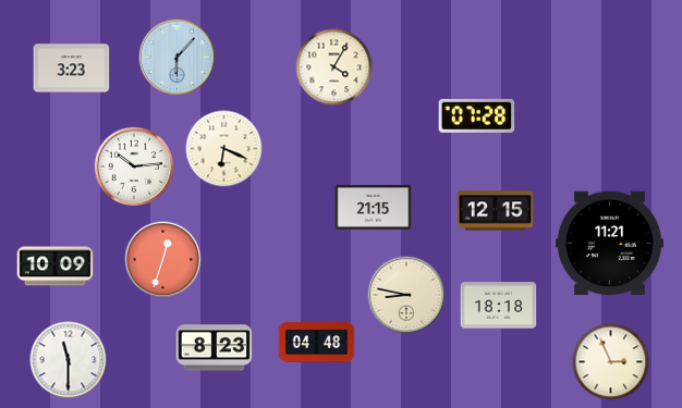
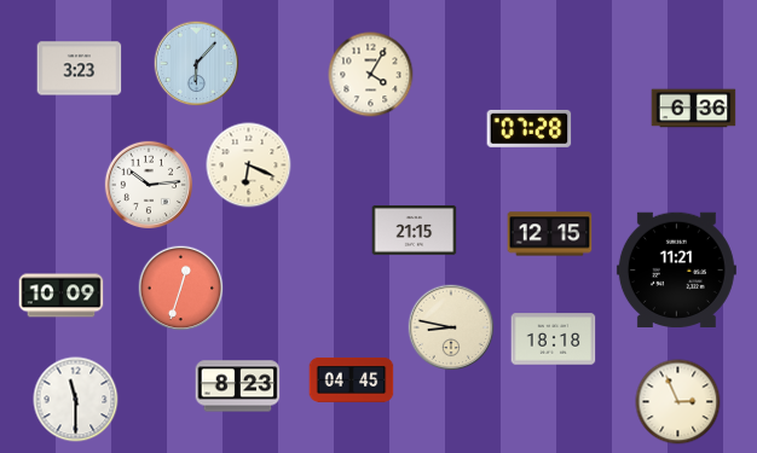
clock at (72, 69) position: (72, 69) -> (80, 69)
clock at (694, 109): none -> 6:36
clock at (317, 342): 04:48 -> 04:45
